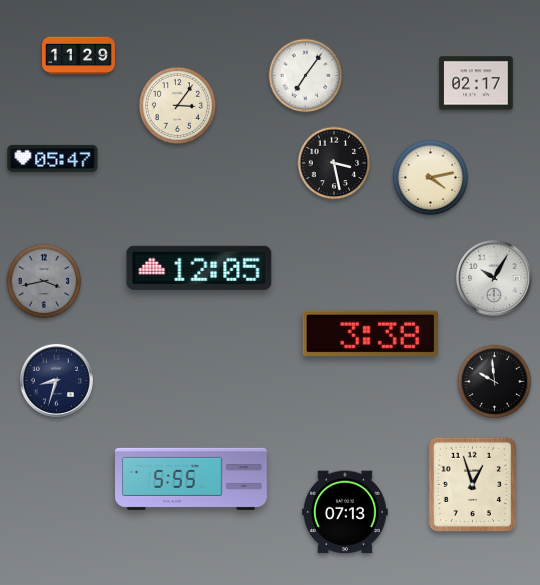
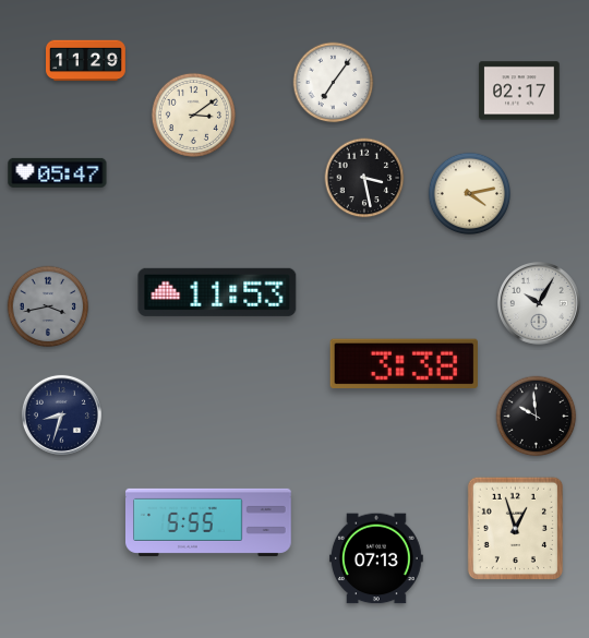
clock at (177, 105): 3:06 -> 3:09
clock at (199, 268): 12:05 -> 11:53
clock at (495, 382) position: (495, 382) -> (537, 417)
